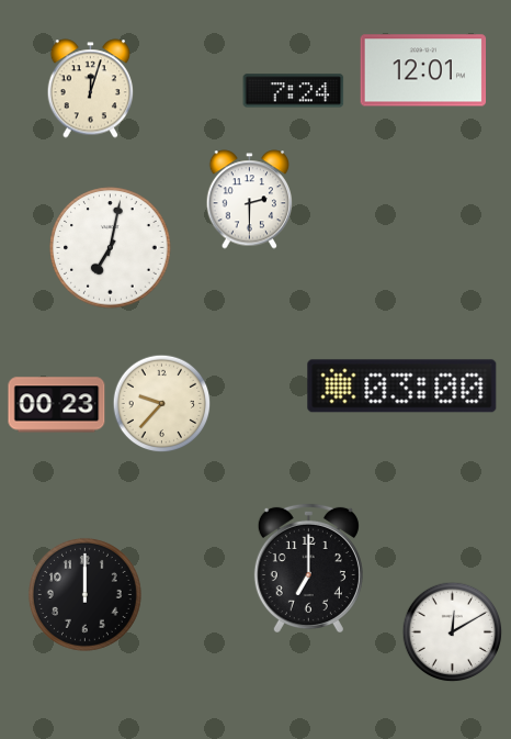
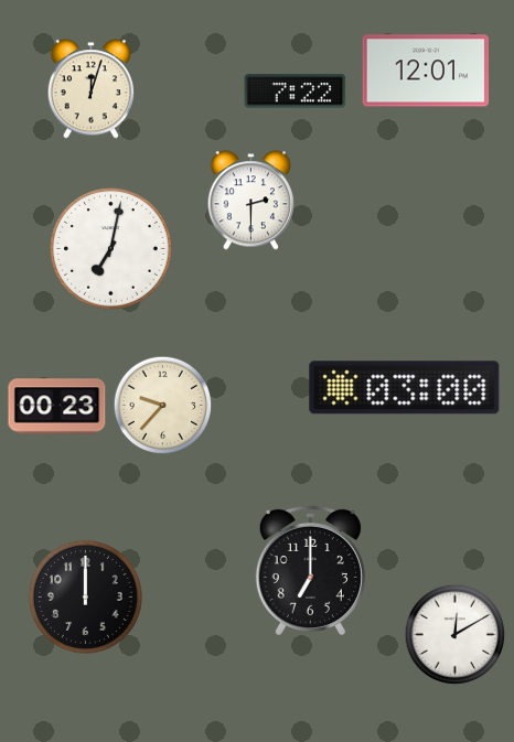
clock at (294, 91): 7:24 -> 7:22
